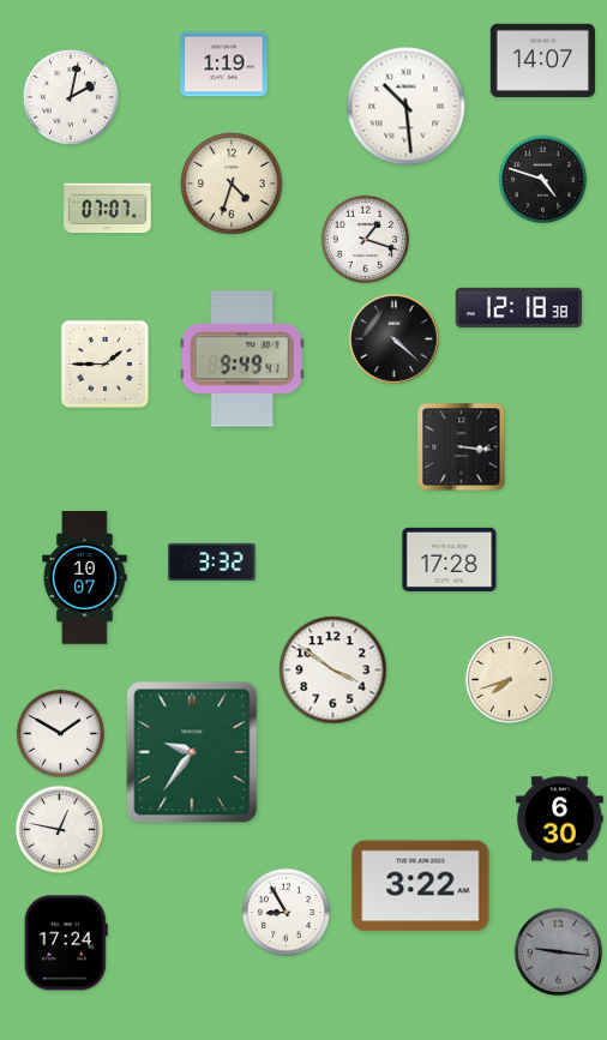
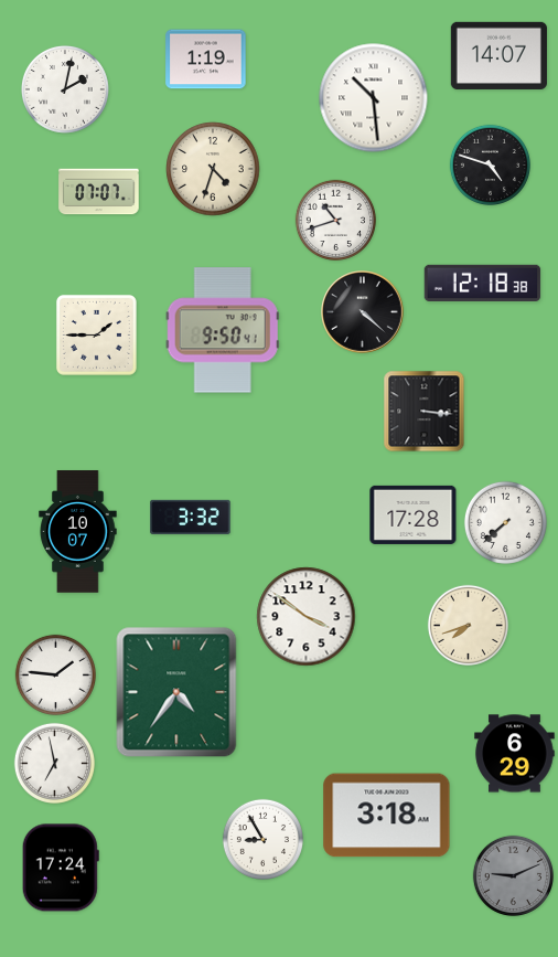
clock at (542, 179) position: (542, 179) -> (490, 164)
clock at (365, 239): 1:18 -> 10:42
clock at (519, 307) position: (519, 307) -> (483, 283)
clock at (242, 359): 9:49 -> 9:50
clock at (212, 561) position: (212, 561) -> (191, 517)
clock at (505, 522): none -> 7:38
clock at (60, 733): 1:50 -> 1:46
clock at (192, 752): 9:36 -> 4:36
clock at (560, 819): 6:30 -> 6:29
clock at (59, 829): 12:47 -> 6:58
clock at (421, 886): 3:22 -> 3:18
clock at (558, 951): 9:16 -> 9:11
